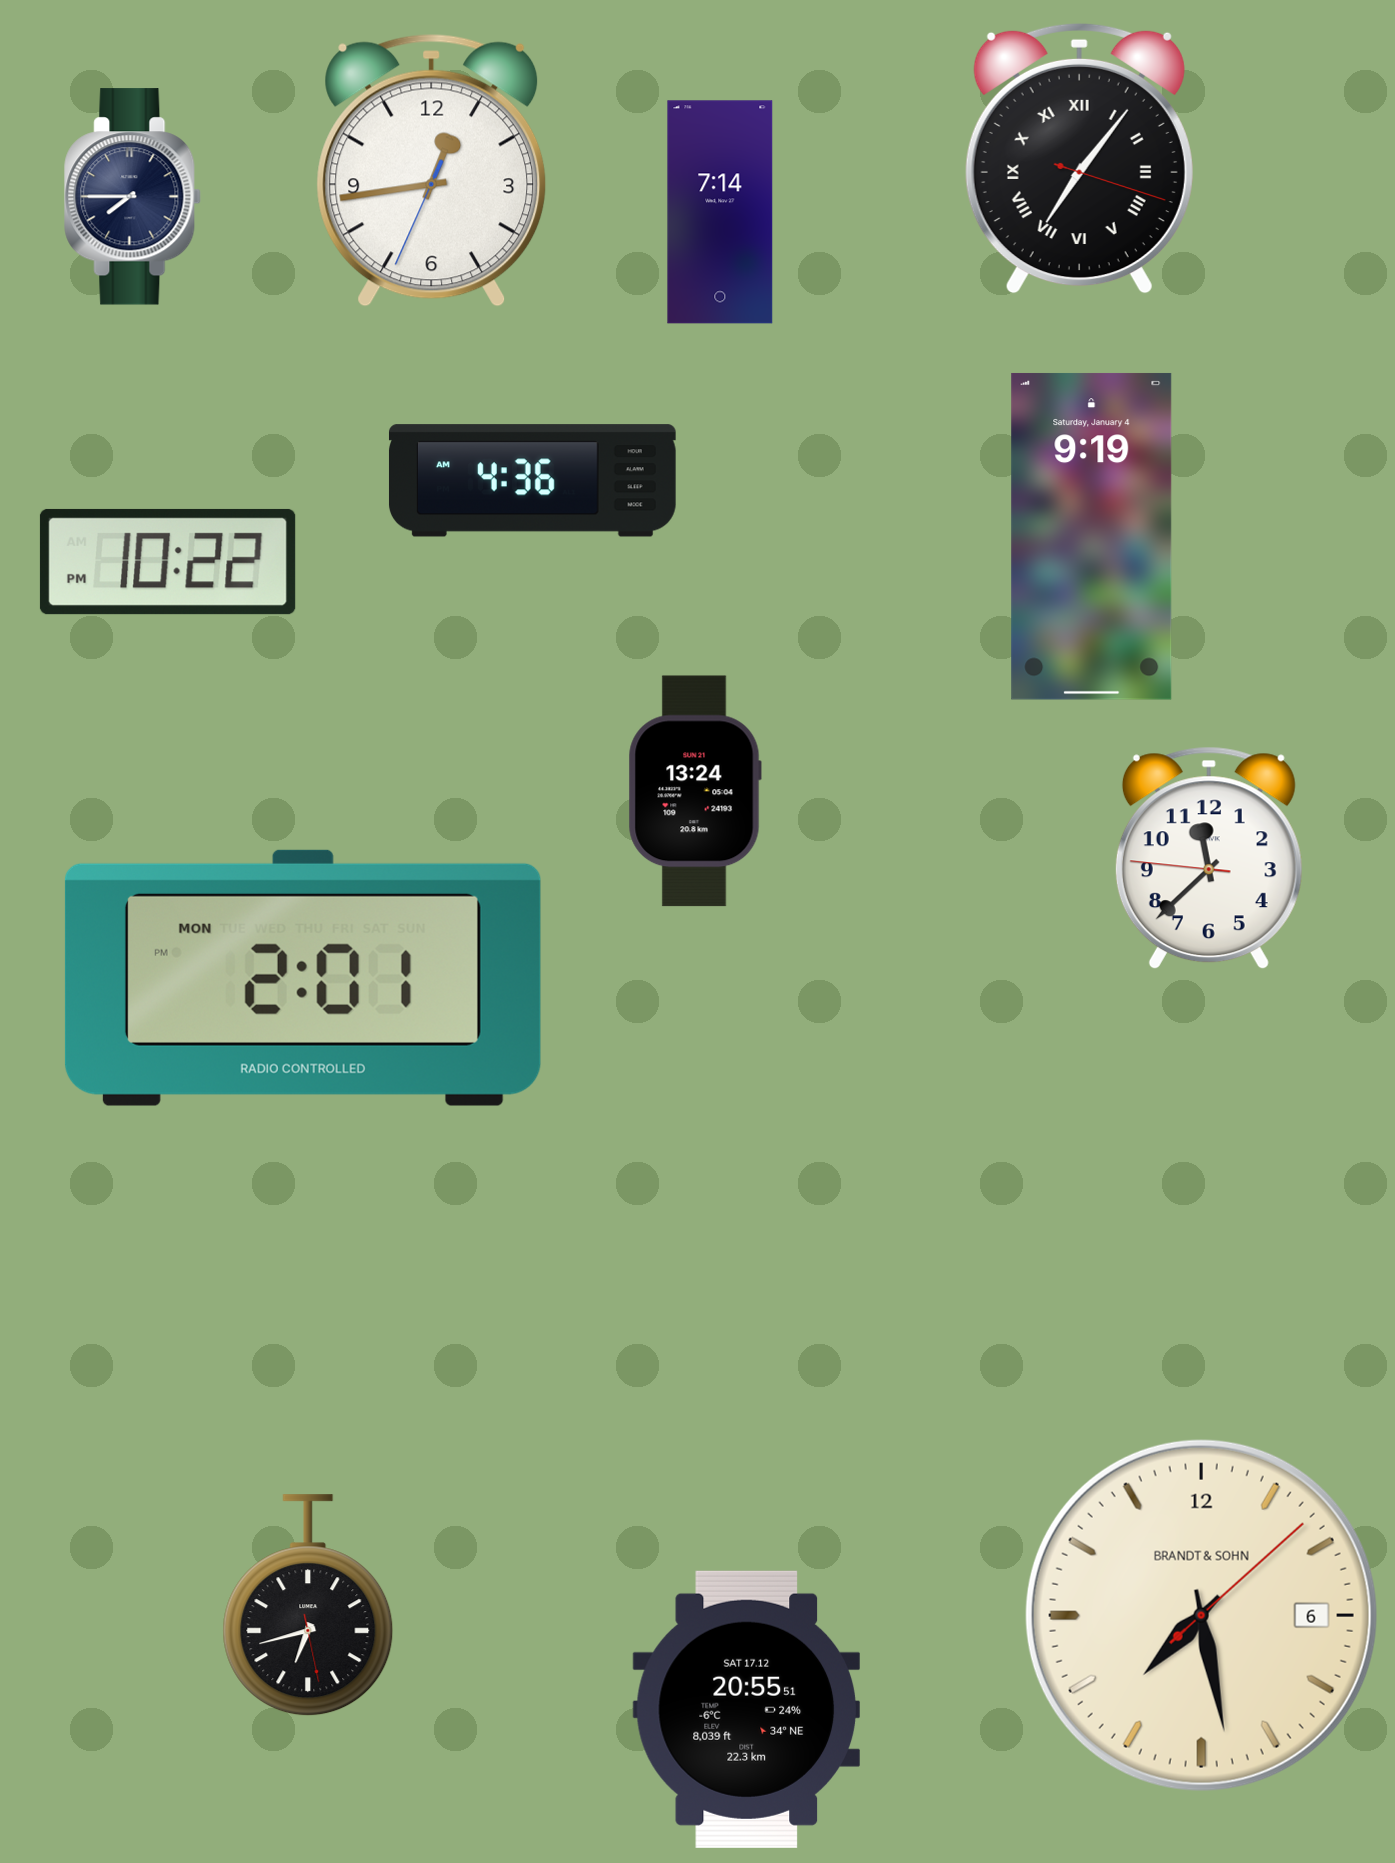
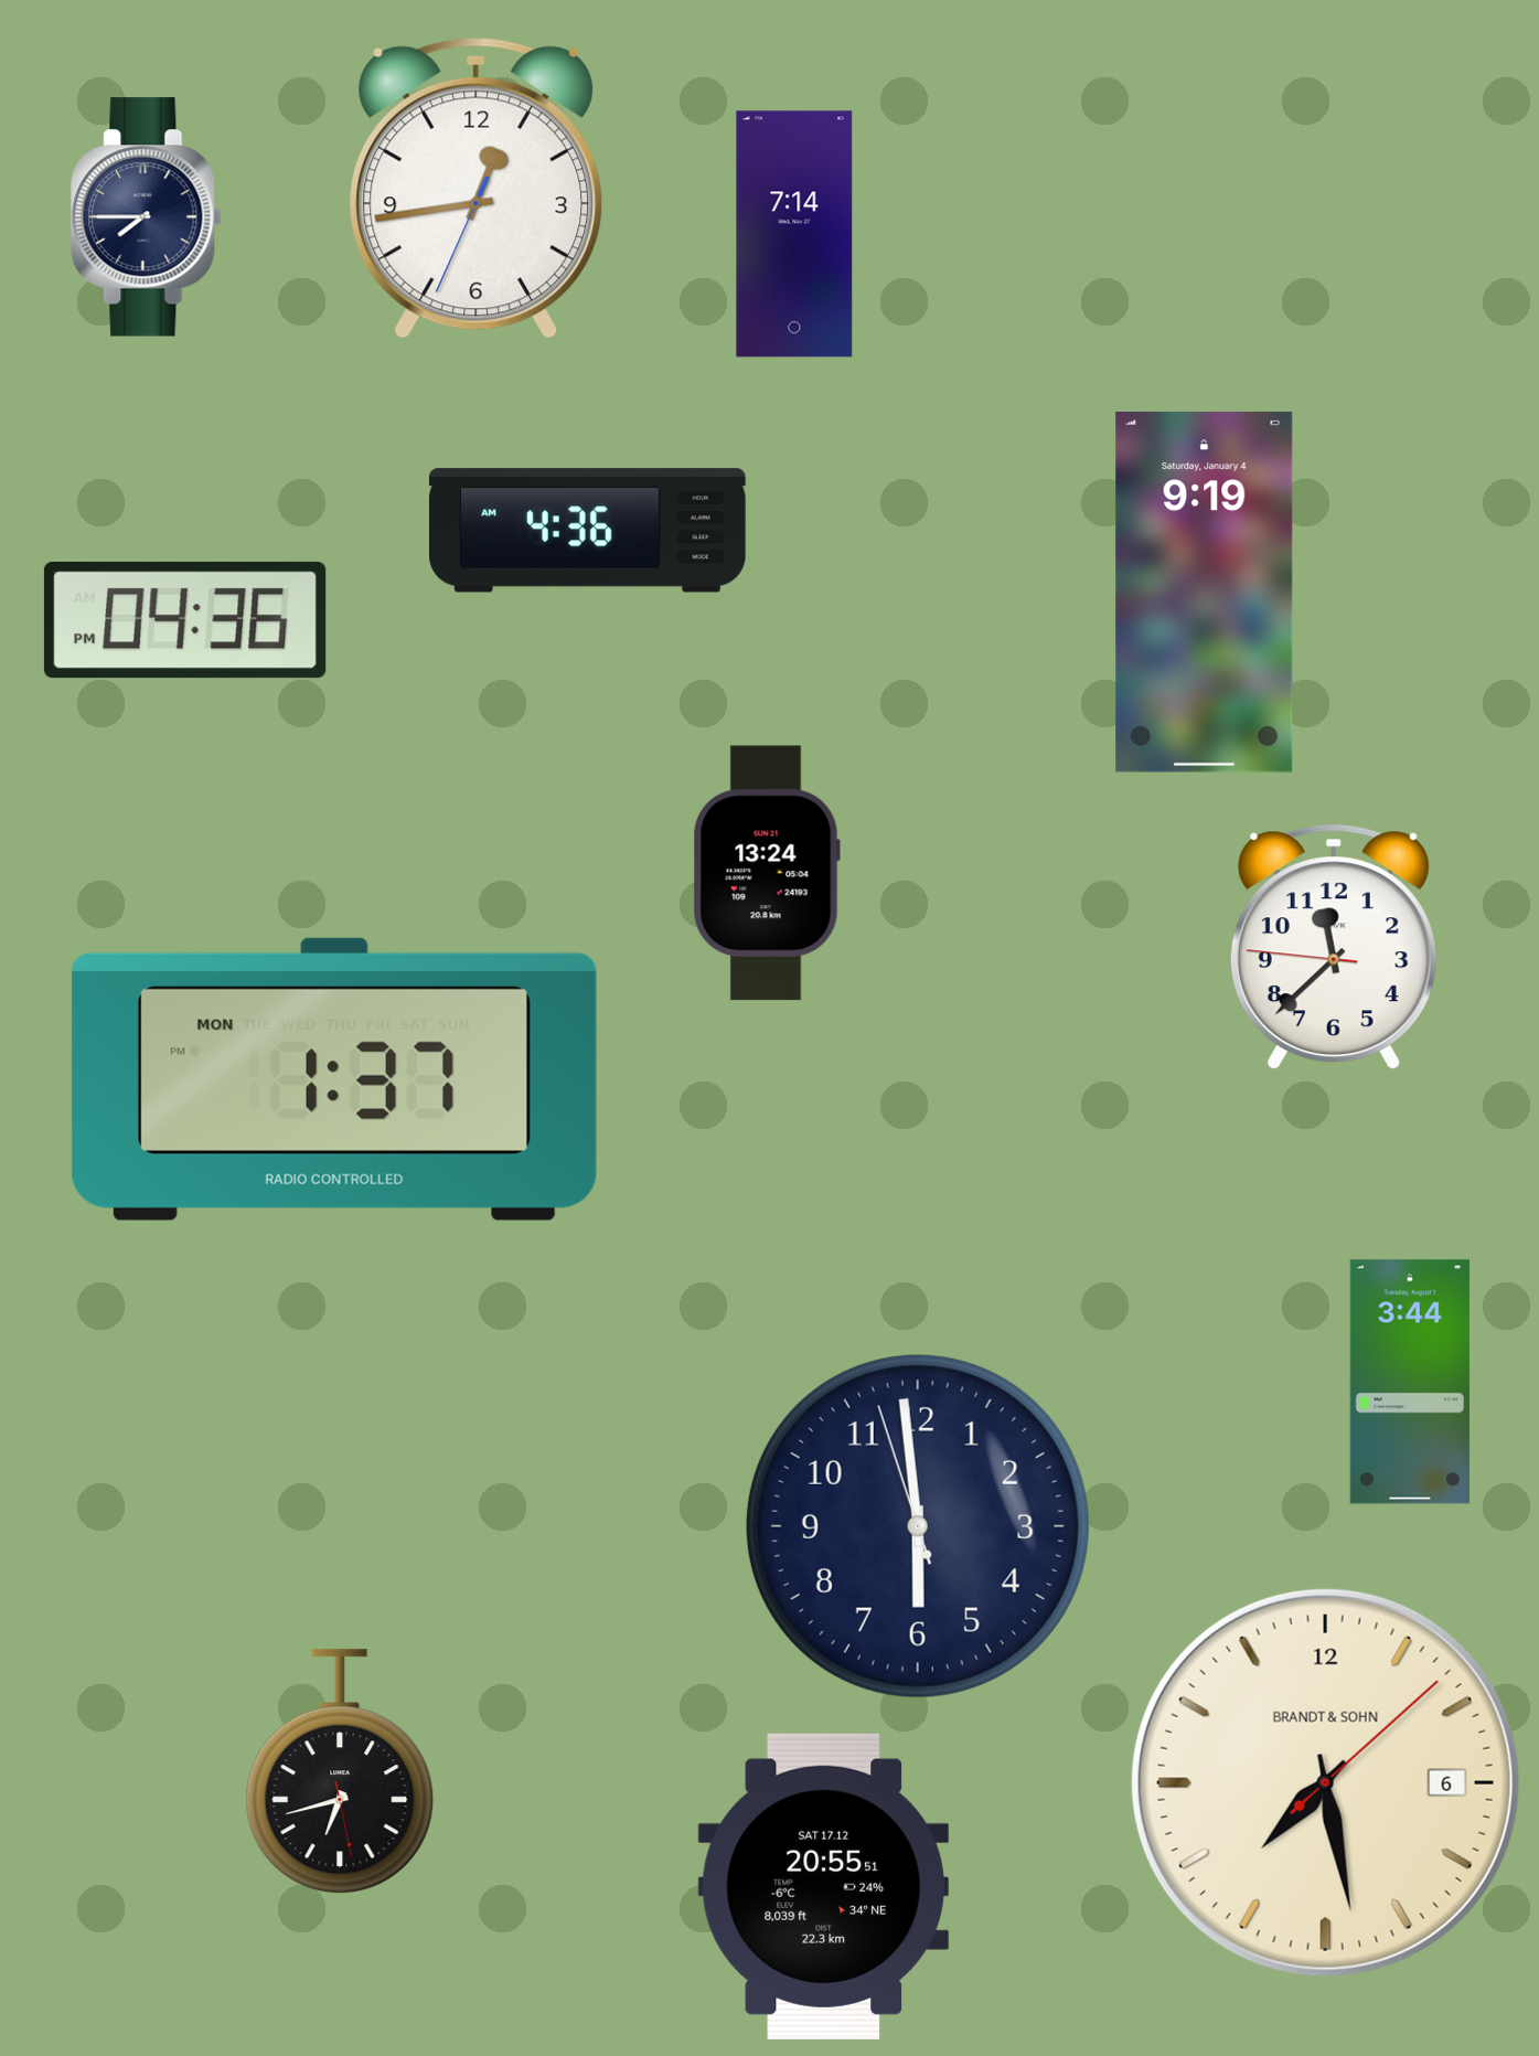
clock at (1079, 158): 7:06 -> none
clock at (168, 562): 10:22 -> 04:36
clock at (303, 978): 2:01 -> 1:37
clock at (1410, 1382): none -> 3:44
clock at (918, 1526): none -> 5:58
